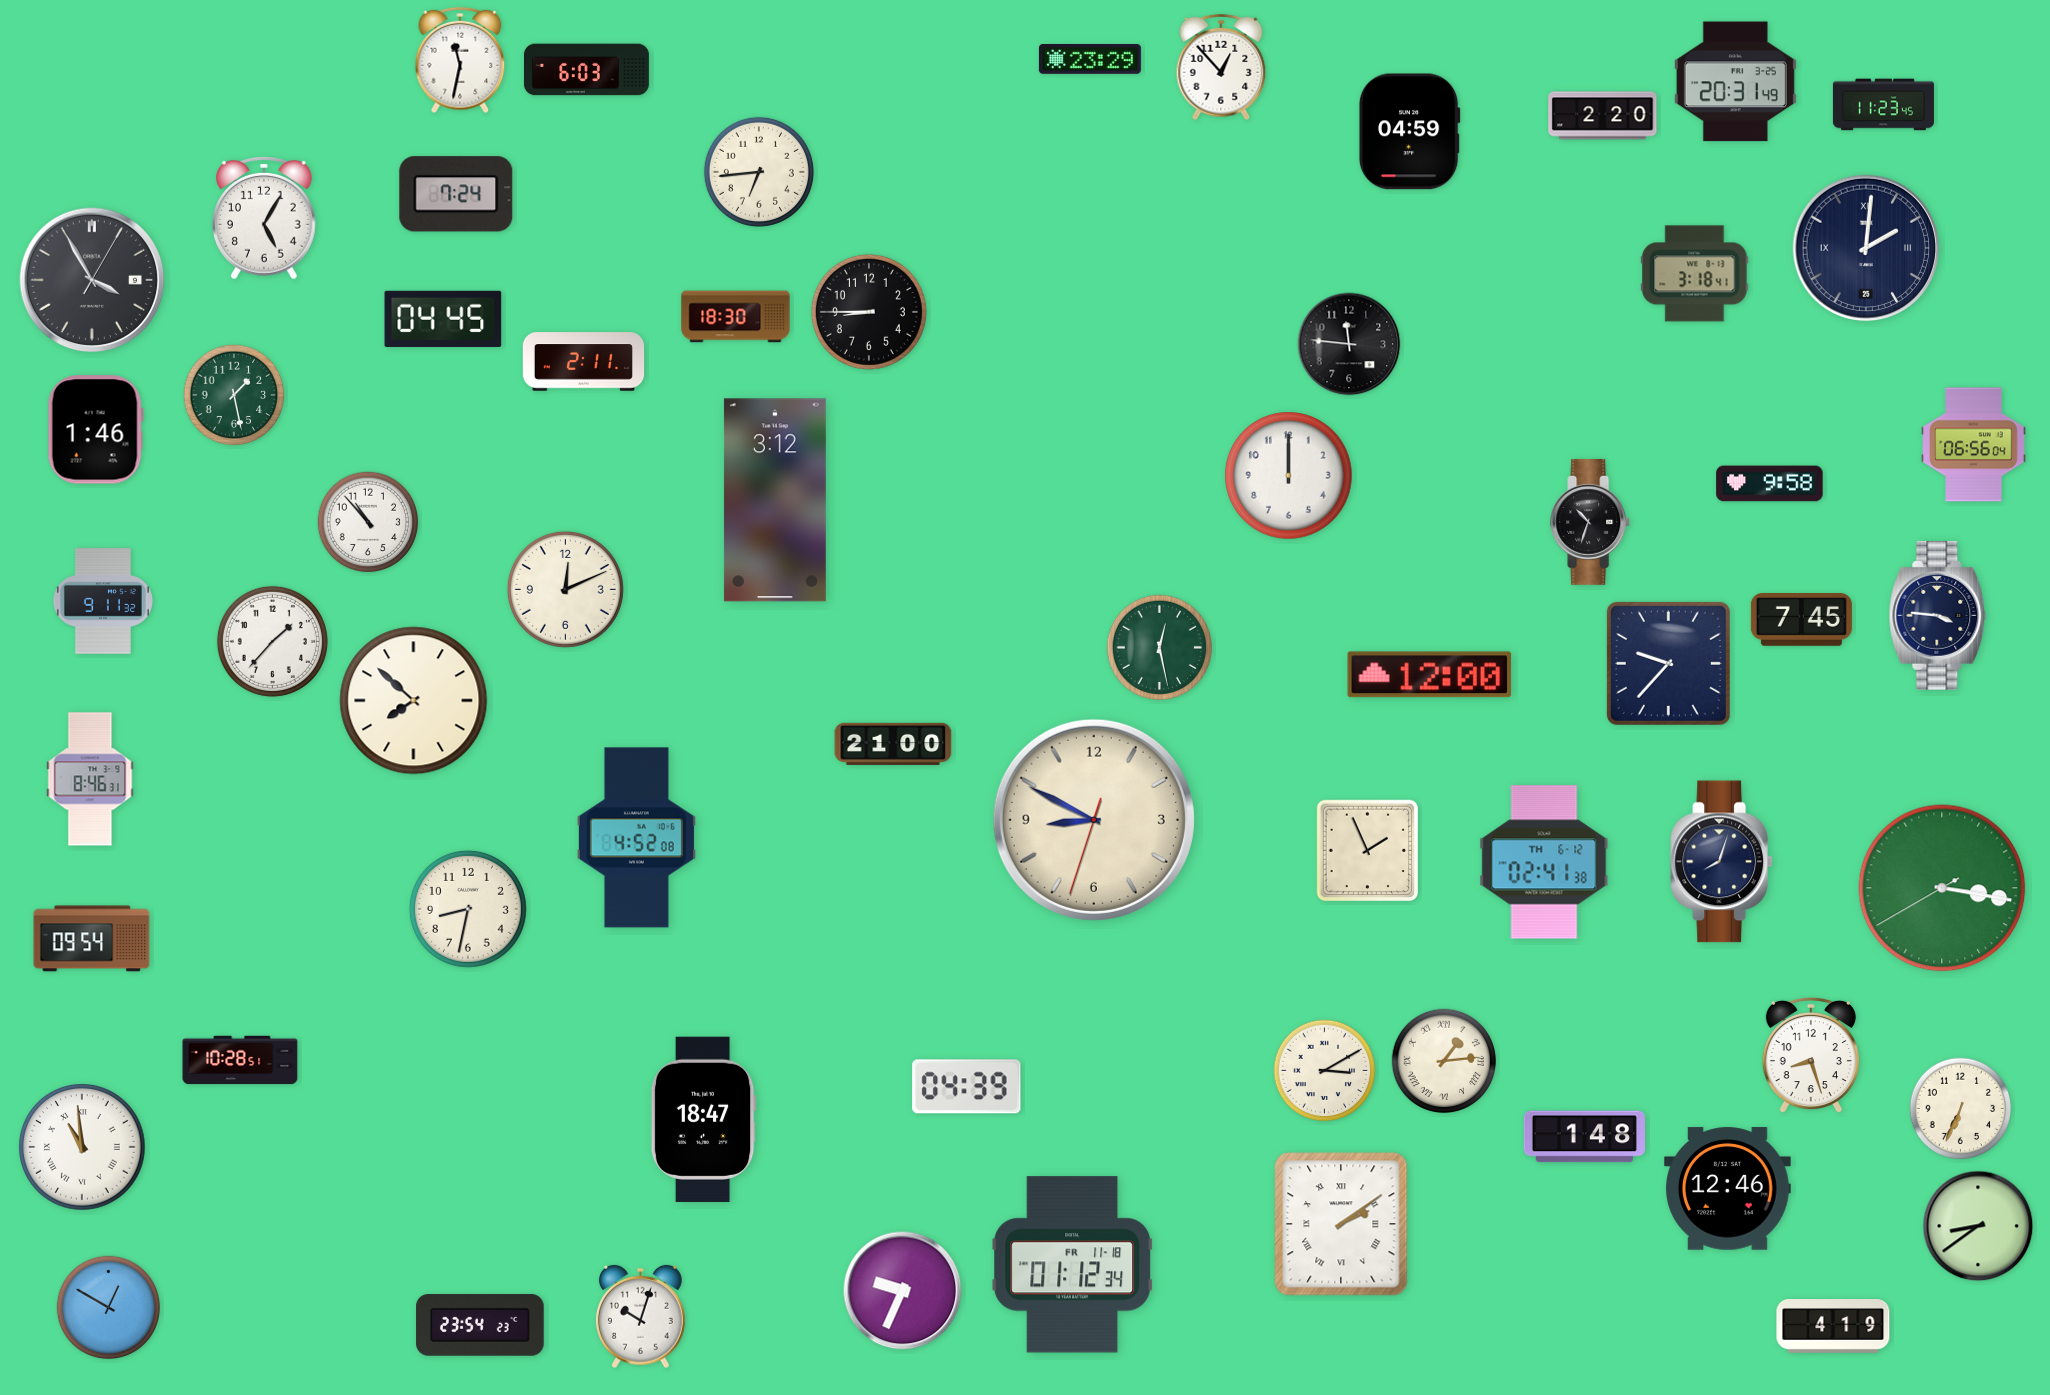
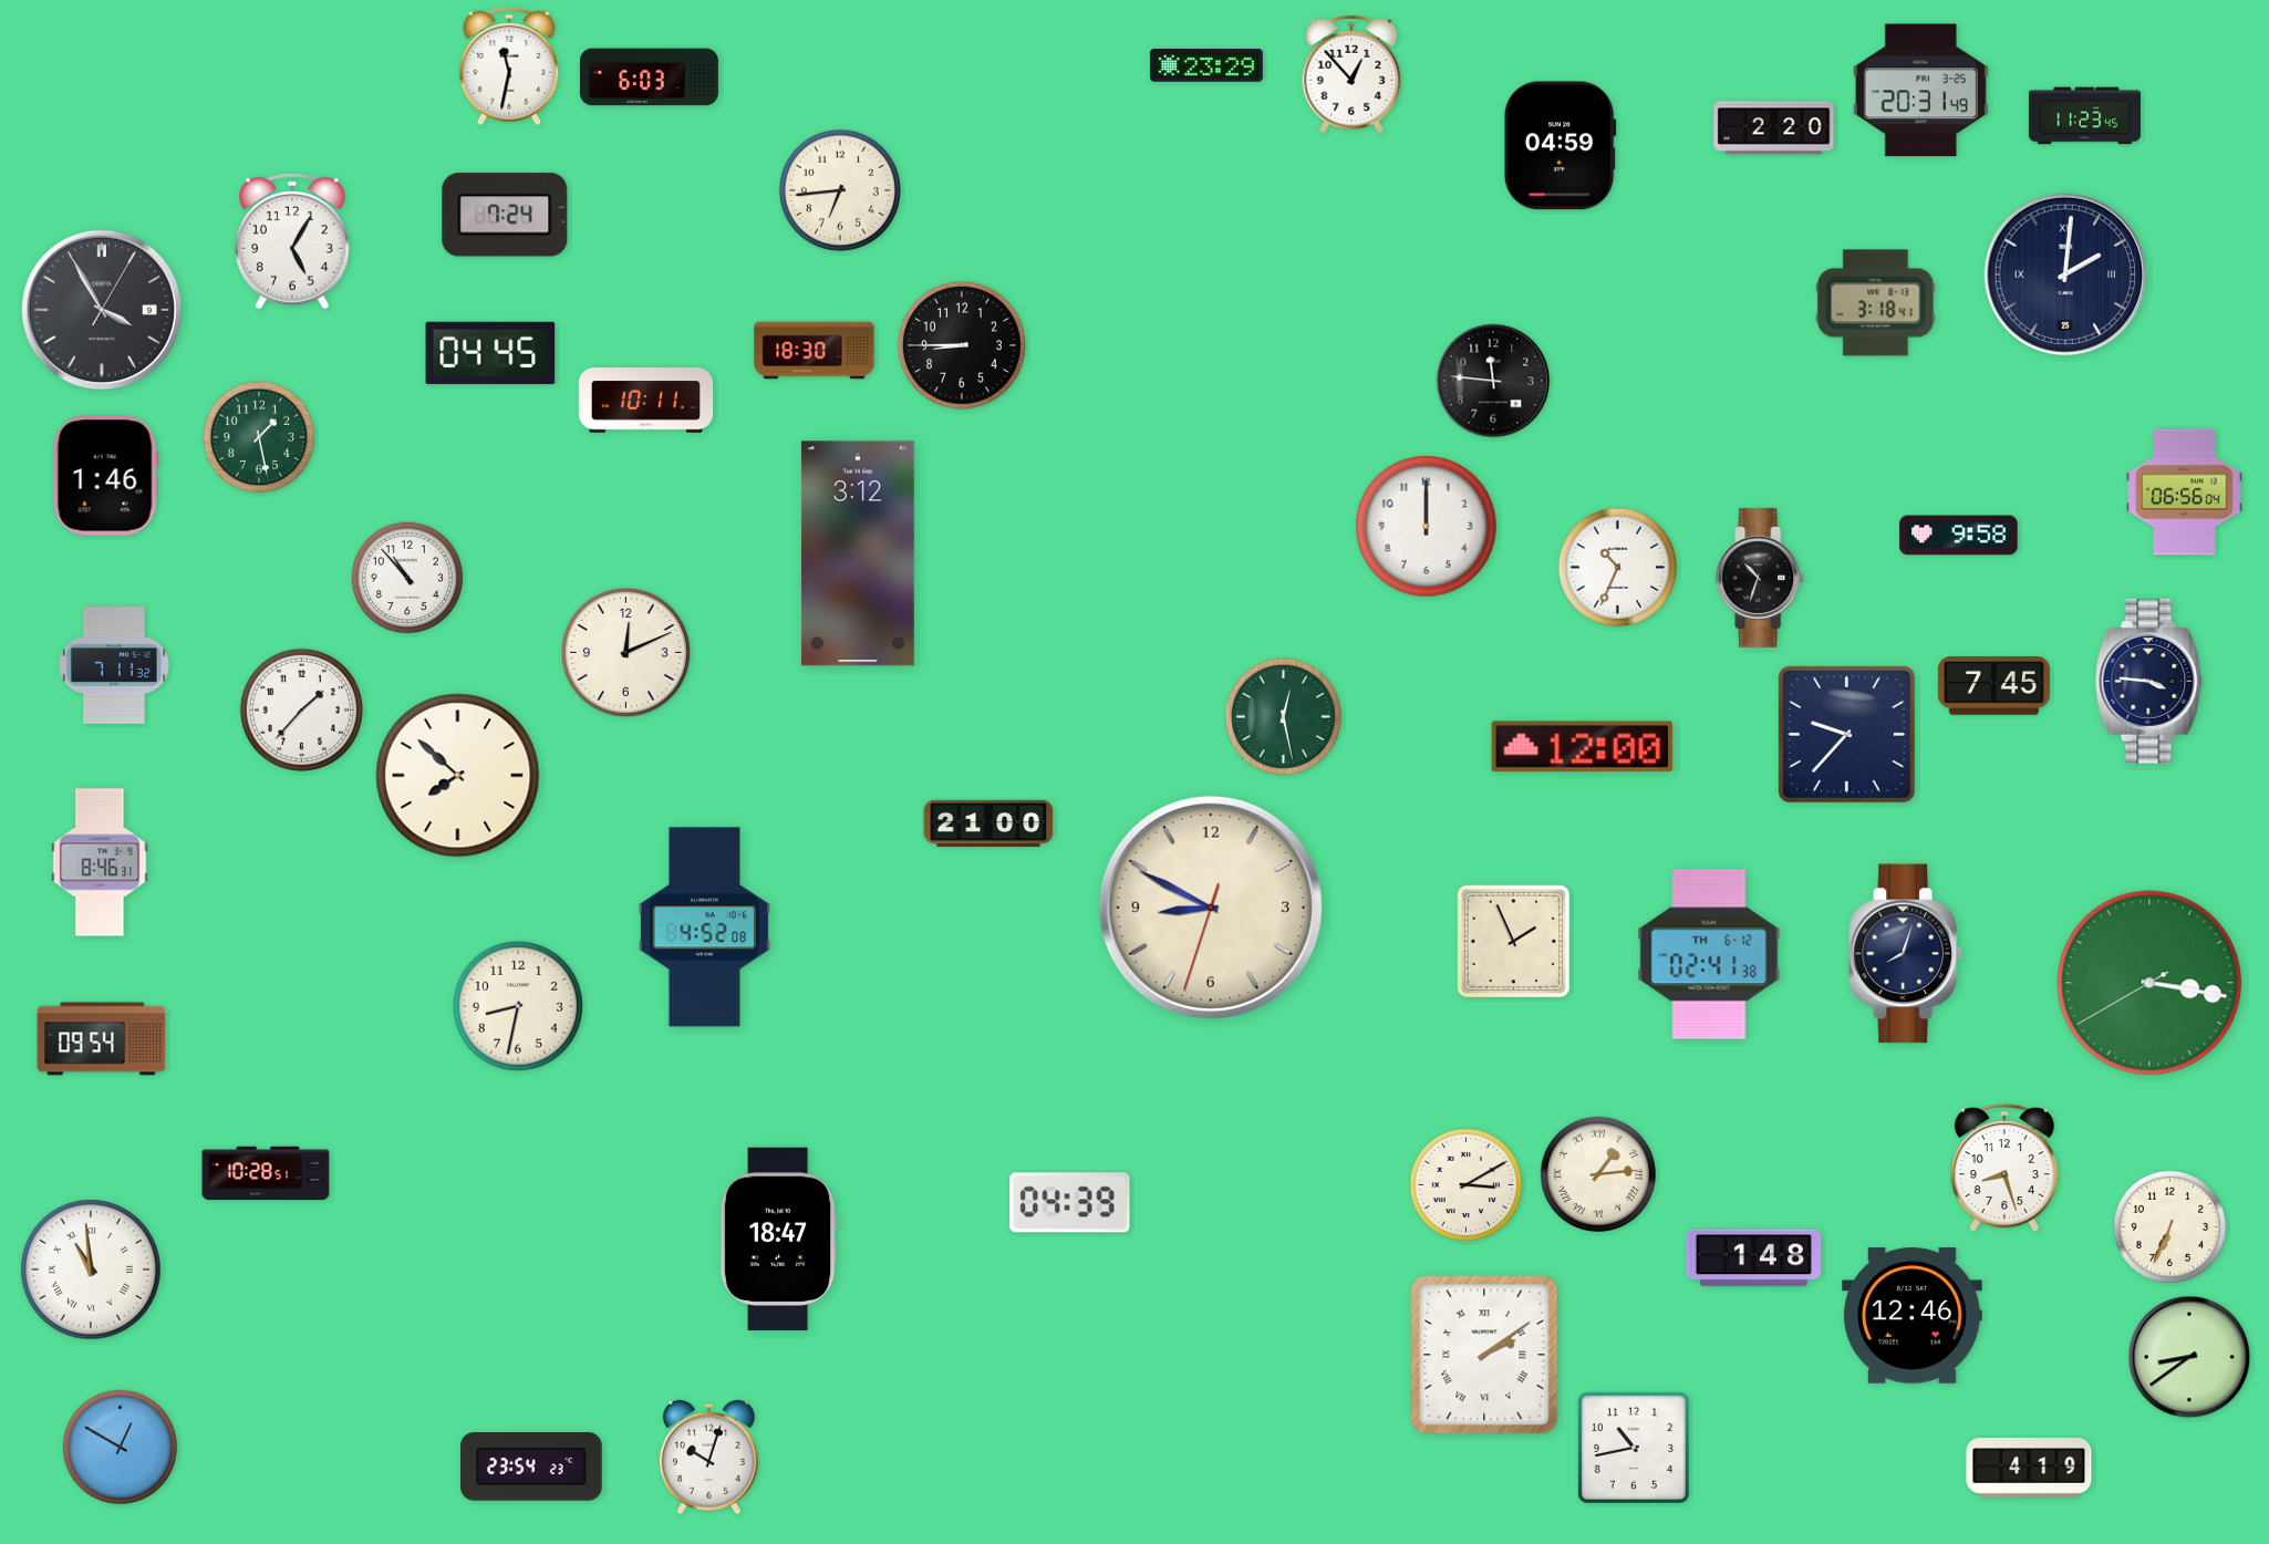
clock at (584, 362): 2:11 -> 10:11
clock at (1617, 567): none -> 10:34
clock at (103, 601): 9:11 -> 7:11
clock at (1938, 615) position: (1938, 615) -> (2149, 681)
clock at (1073, 1265): 01:12 -> none
clock at (903, 1291): 9:34 -> none
clock at (1634, 1448): none -> 10:43
